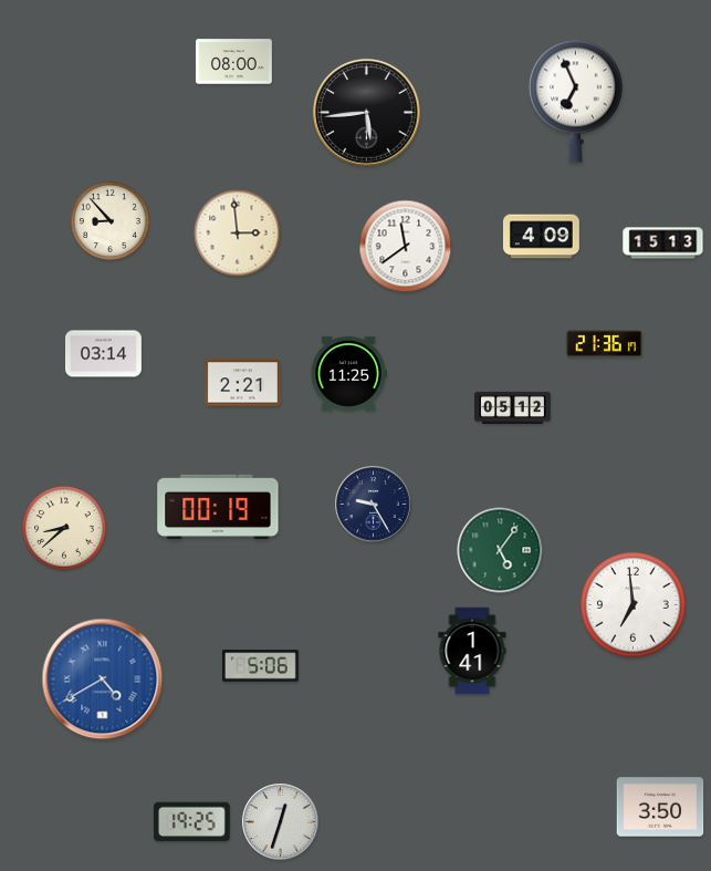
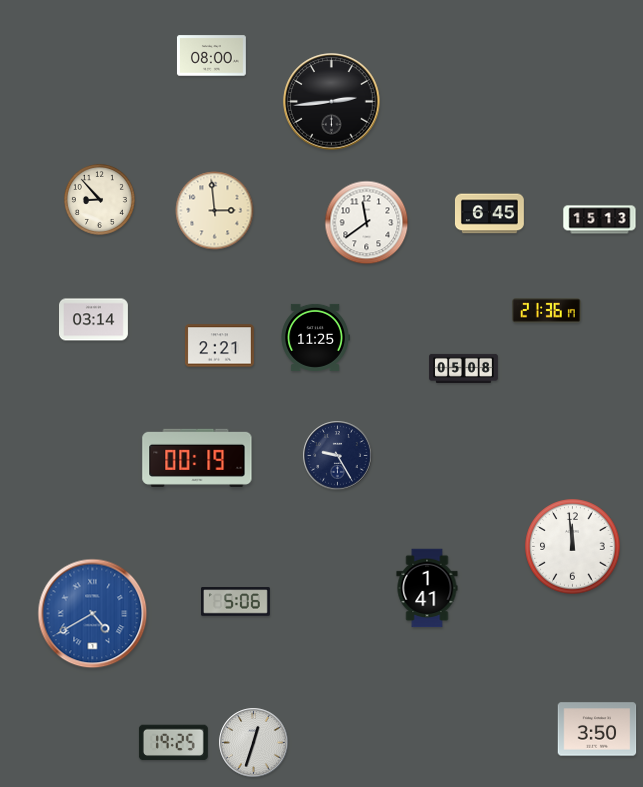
clock at (575, 101): 6:56 -> none
clock at (367, 113): 5:44 -> 2:44
clock at (541, 237): 4:09 -> 6:45
clock at (513, 407): 05:12 -> 05:08
clock at (64, 528): 8:38 -> none
clock at (500, 550): 5:06 -> none
clock at (634, 605): 6:59 -> 11:59
